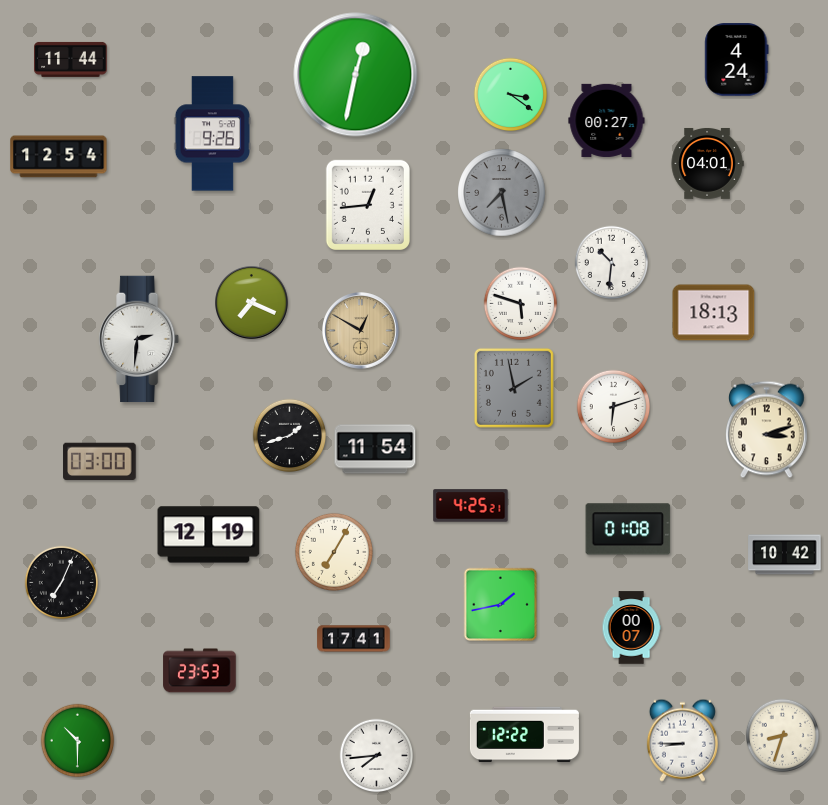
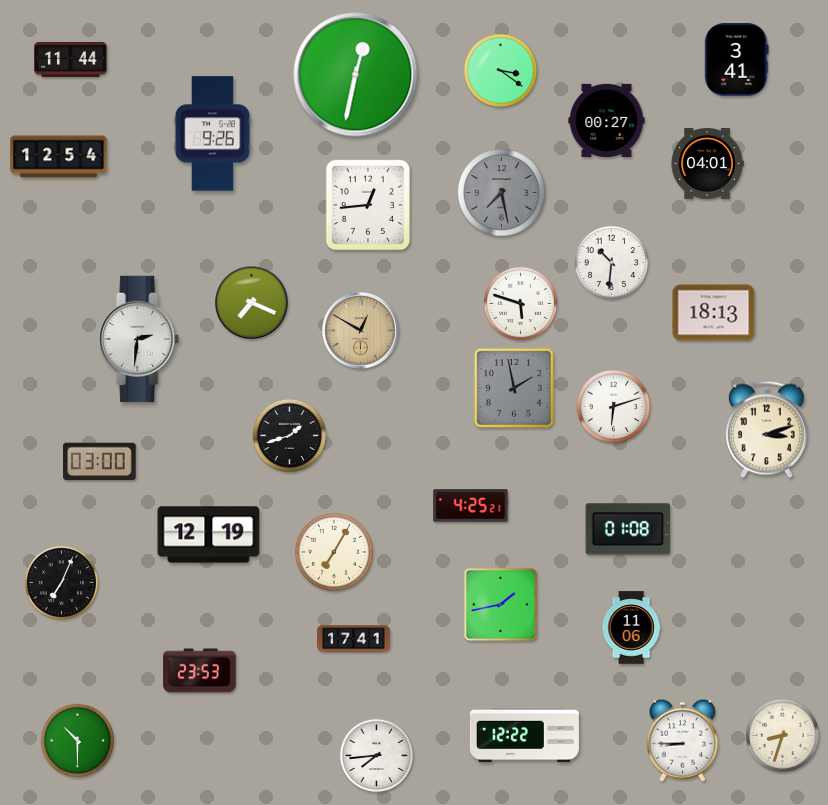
clock at (737, 60): 4:24 -> 3:41
clock at (511, 95) position: (511, 95) -> (501, 71)
clock at (375, 449): 11:54 -> none
clock at (785, 555): 10:42 -> none
clock at (631, 628): 00:07 -> 11:06
